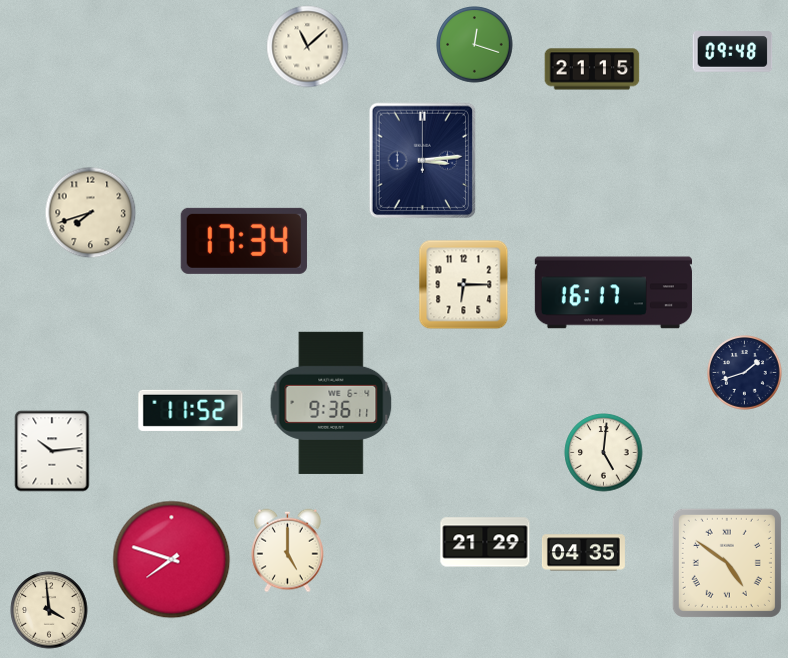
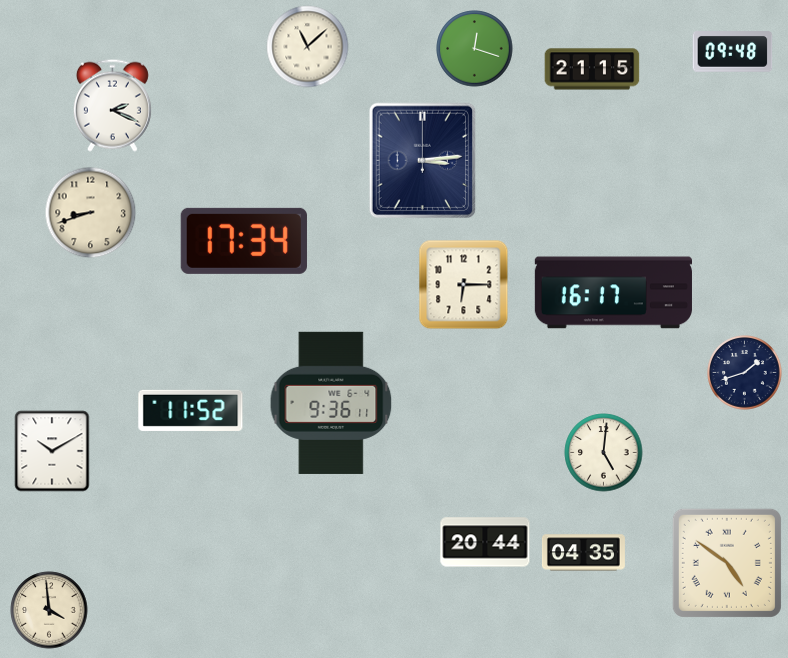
clock at (475, 45) position: (475, 45) -> (475, 49)
clock at (112, 105): none -> 2:19
clock at (91, 213): 7:42 -> 8:42
clock at (52, 451): 10:14 -> 10:10
clock at (485, 542): 21:29 -> 20:44
clock at (288, 551): 5:00 -> none
clock at (172, 560): 7:48 -> none
